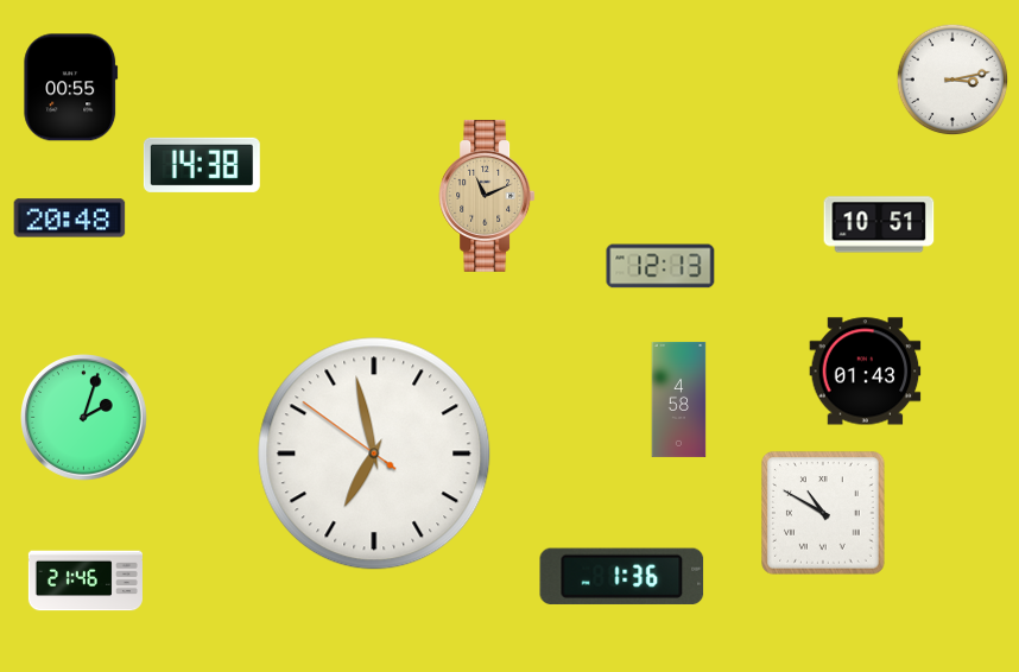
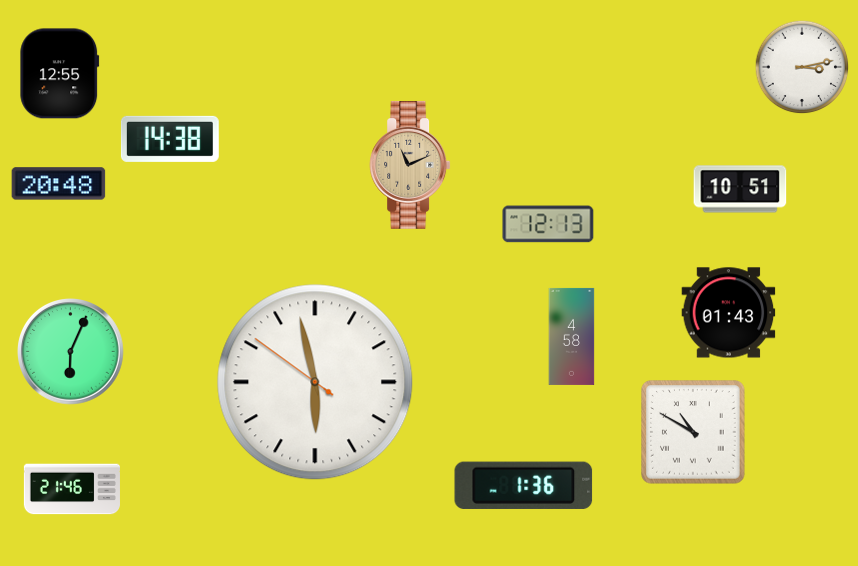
clock at (71, 88): 00:55 -> 12:55
clock at (660, 266) position: (660, 266) -> (548, 224)
clock at (84, 418): 2:03 -> 6:04
clock at (374, 454): 6:57 -> 5:57
